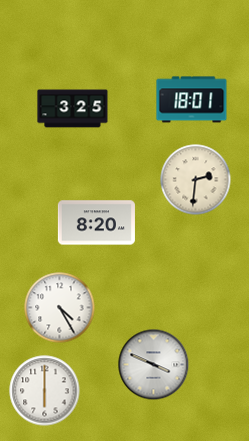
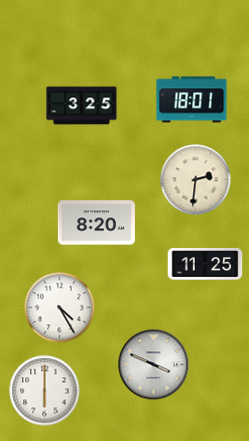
clock at (73, 109) position: (73, 109) -> (82, 106)
clock at (205, 265): none -> 11:25
